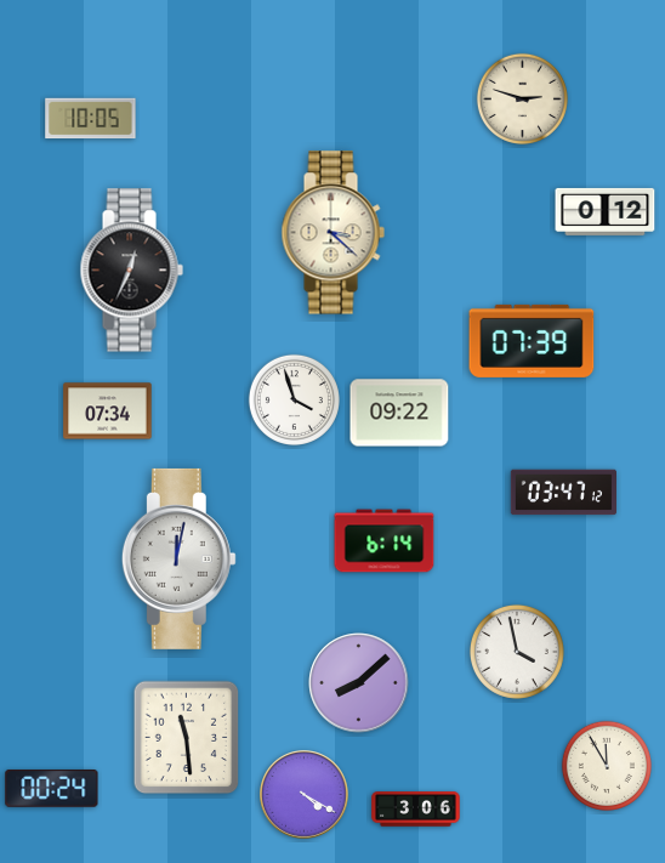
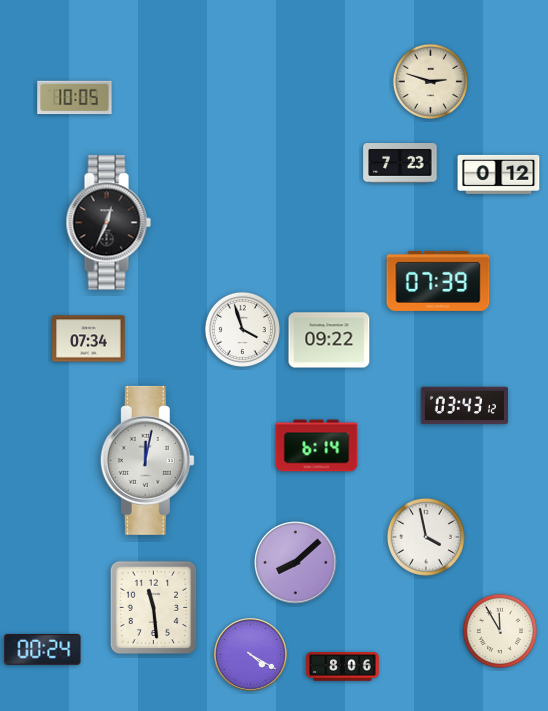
clock at (400, 164): none -> 7:23
clock at (332, 233): 3:22 -> none
clock at (563, 493): 03:47 -> 03:43
clock at (416, 810): 3:06 -> 8:06
